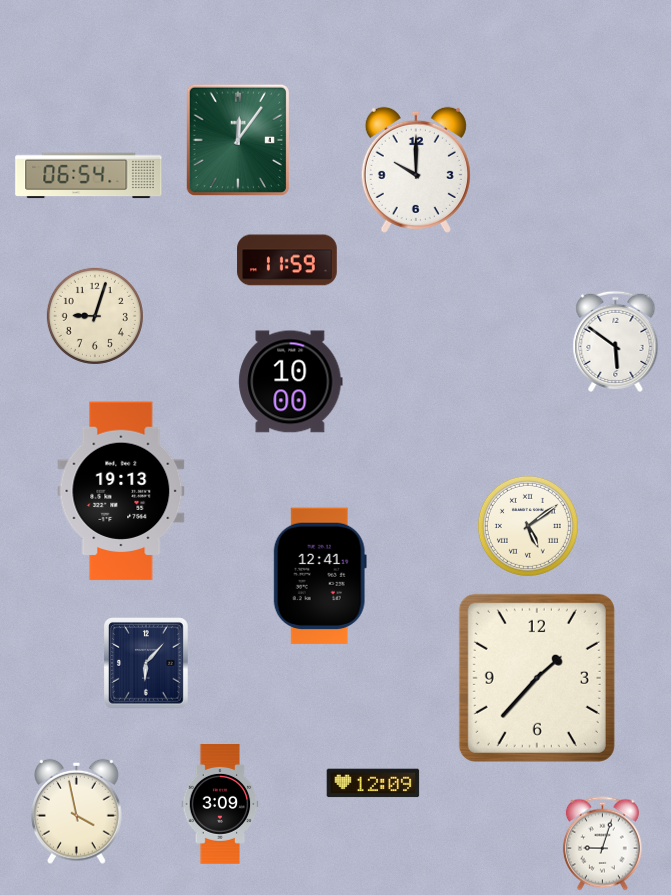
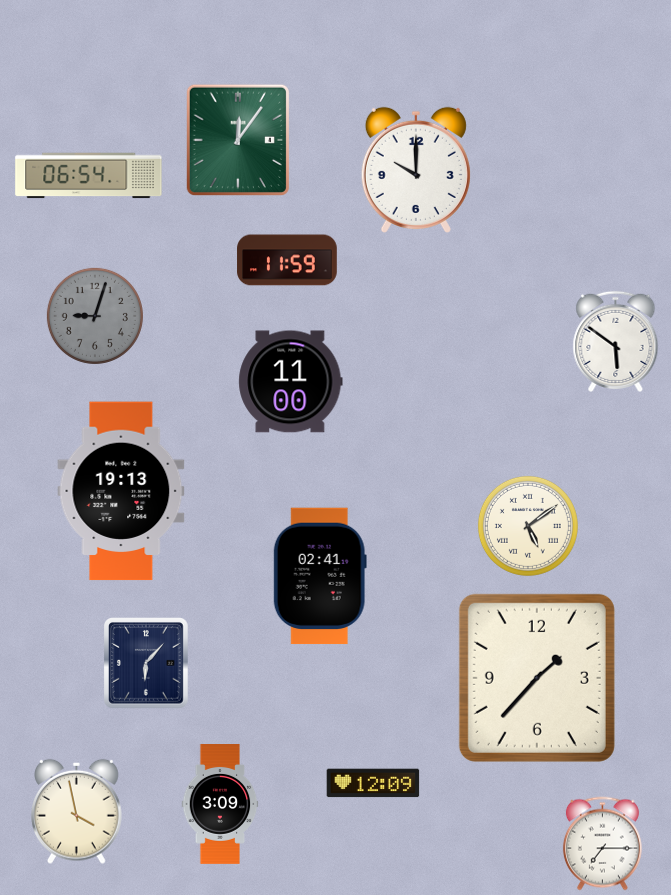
clock at (95, 316) dial: cream -> grey
clock at (291, 382): 10:00 -> 11:00
clock at (320, 576): 12:41 -> 02:41
clock at (602, 844): 9:03 -> 7:15
